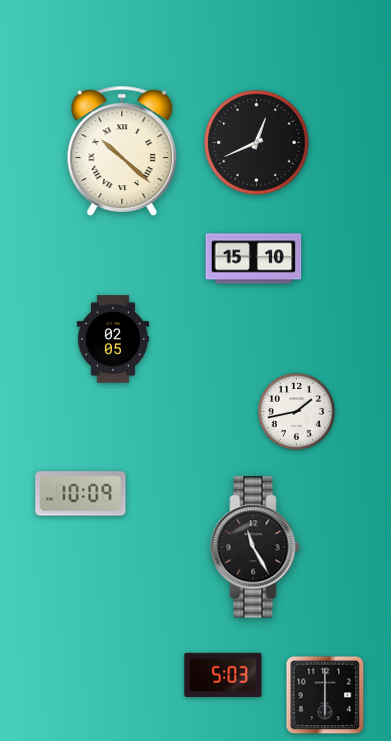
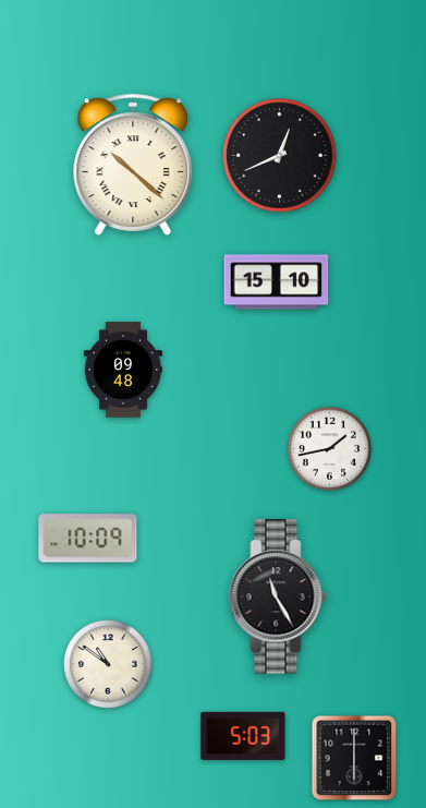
clock at (113, 339): 02:05 -> 09:48
clock at (296, 411) position: (296, 411) -> (329, 448)
clock at (108, 664): none -> 10:51
